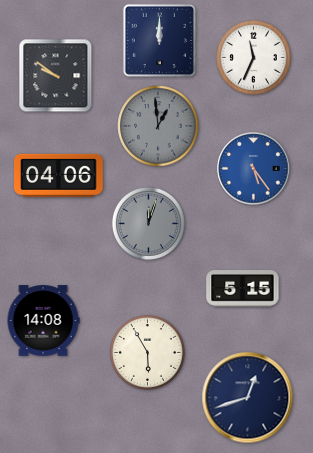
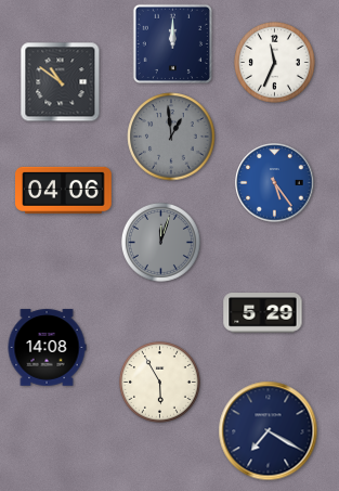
clock at (56, 76): 9:51 -> 10:51
clock at (243, 289): 5:15 -> 5:29
clock at (248, 398): 12:42 -> 7:20
